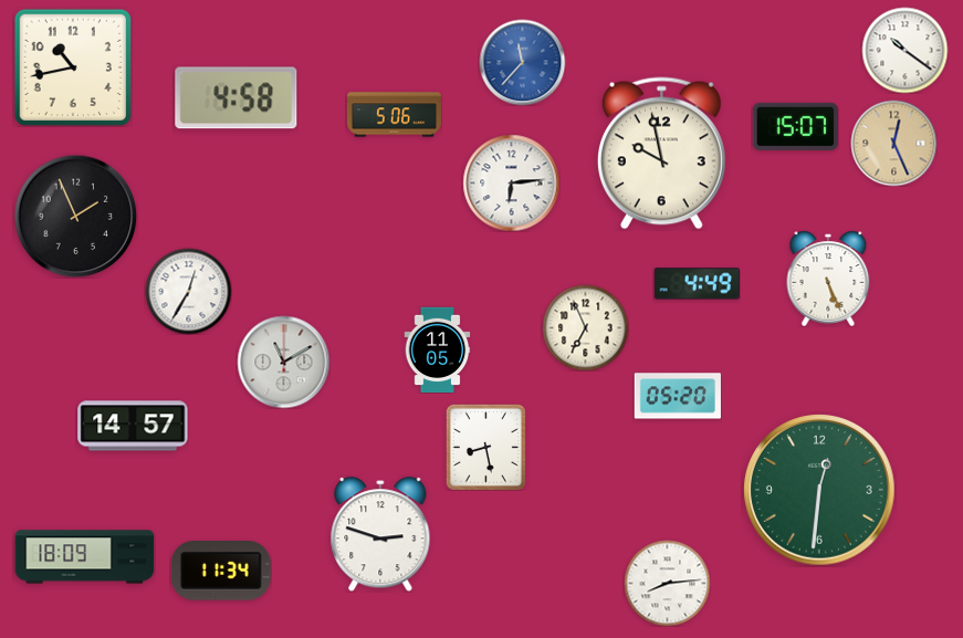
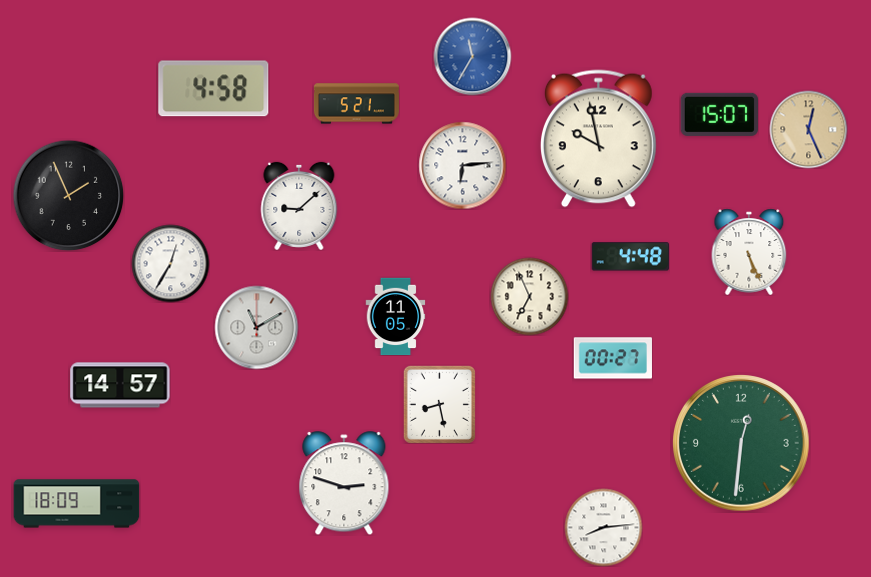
clock at (904, 50): 10:21 -> none
clock at (522, 62): 11:37 -> 11:35
clock at (73, 67): 10:43 -> none
clock at (394, 115): 5:06 -> 5:21
clock at (299, 206): none -> 9:08
clock at (697, 284): 4:49 -> 4:48
clock at (678, 396): 05:20 -> 00:27
clock at (221, 571): 11:34 -> none
